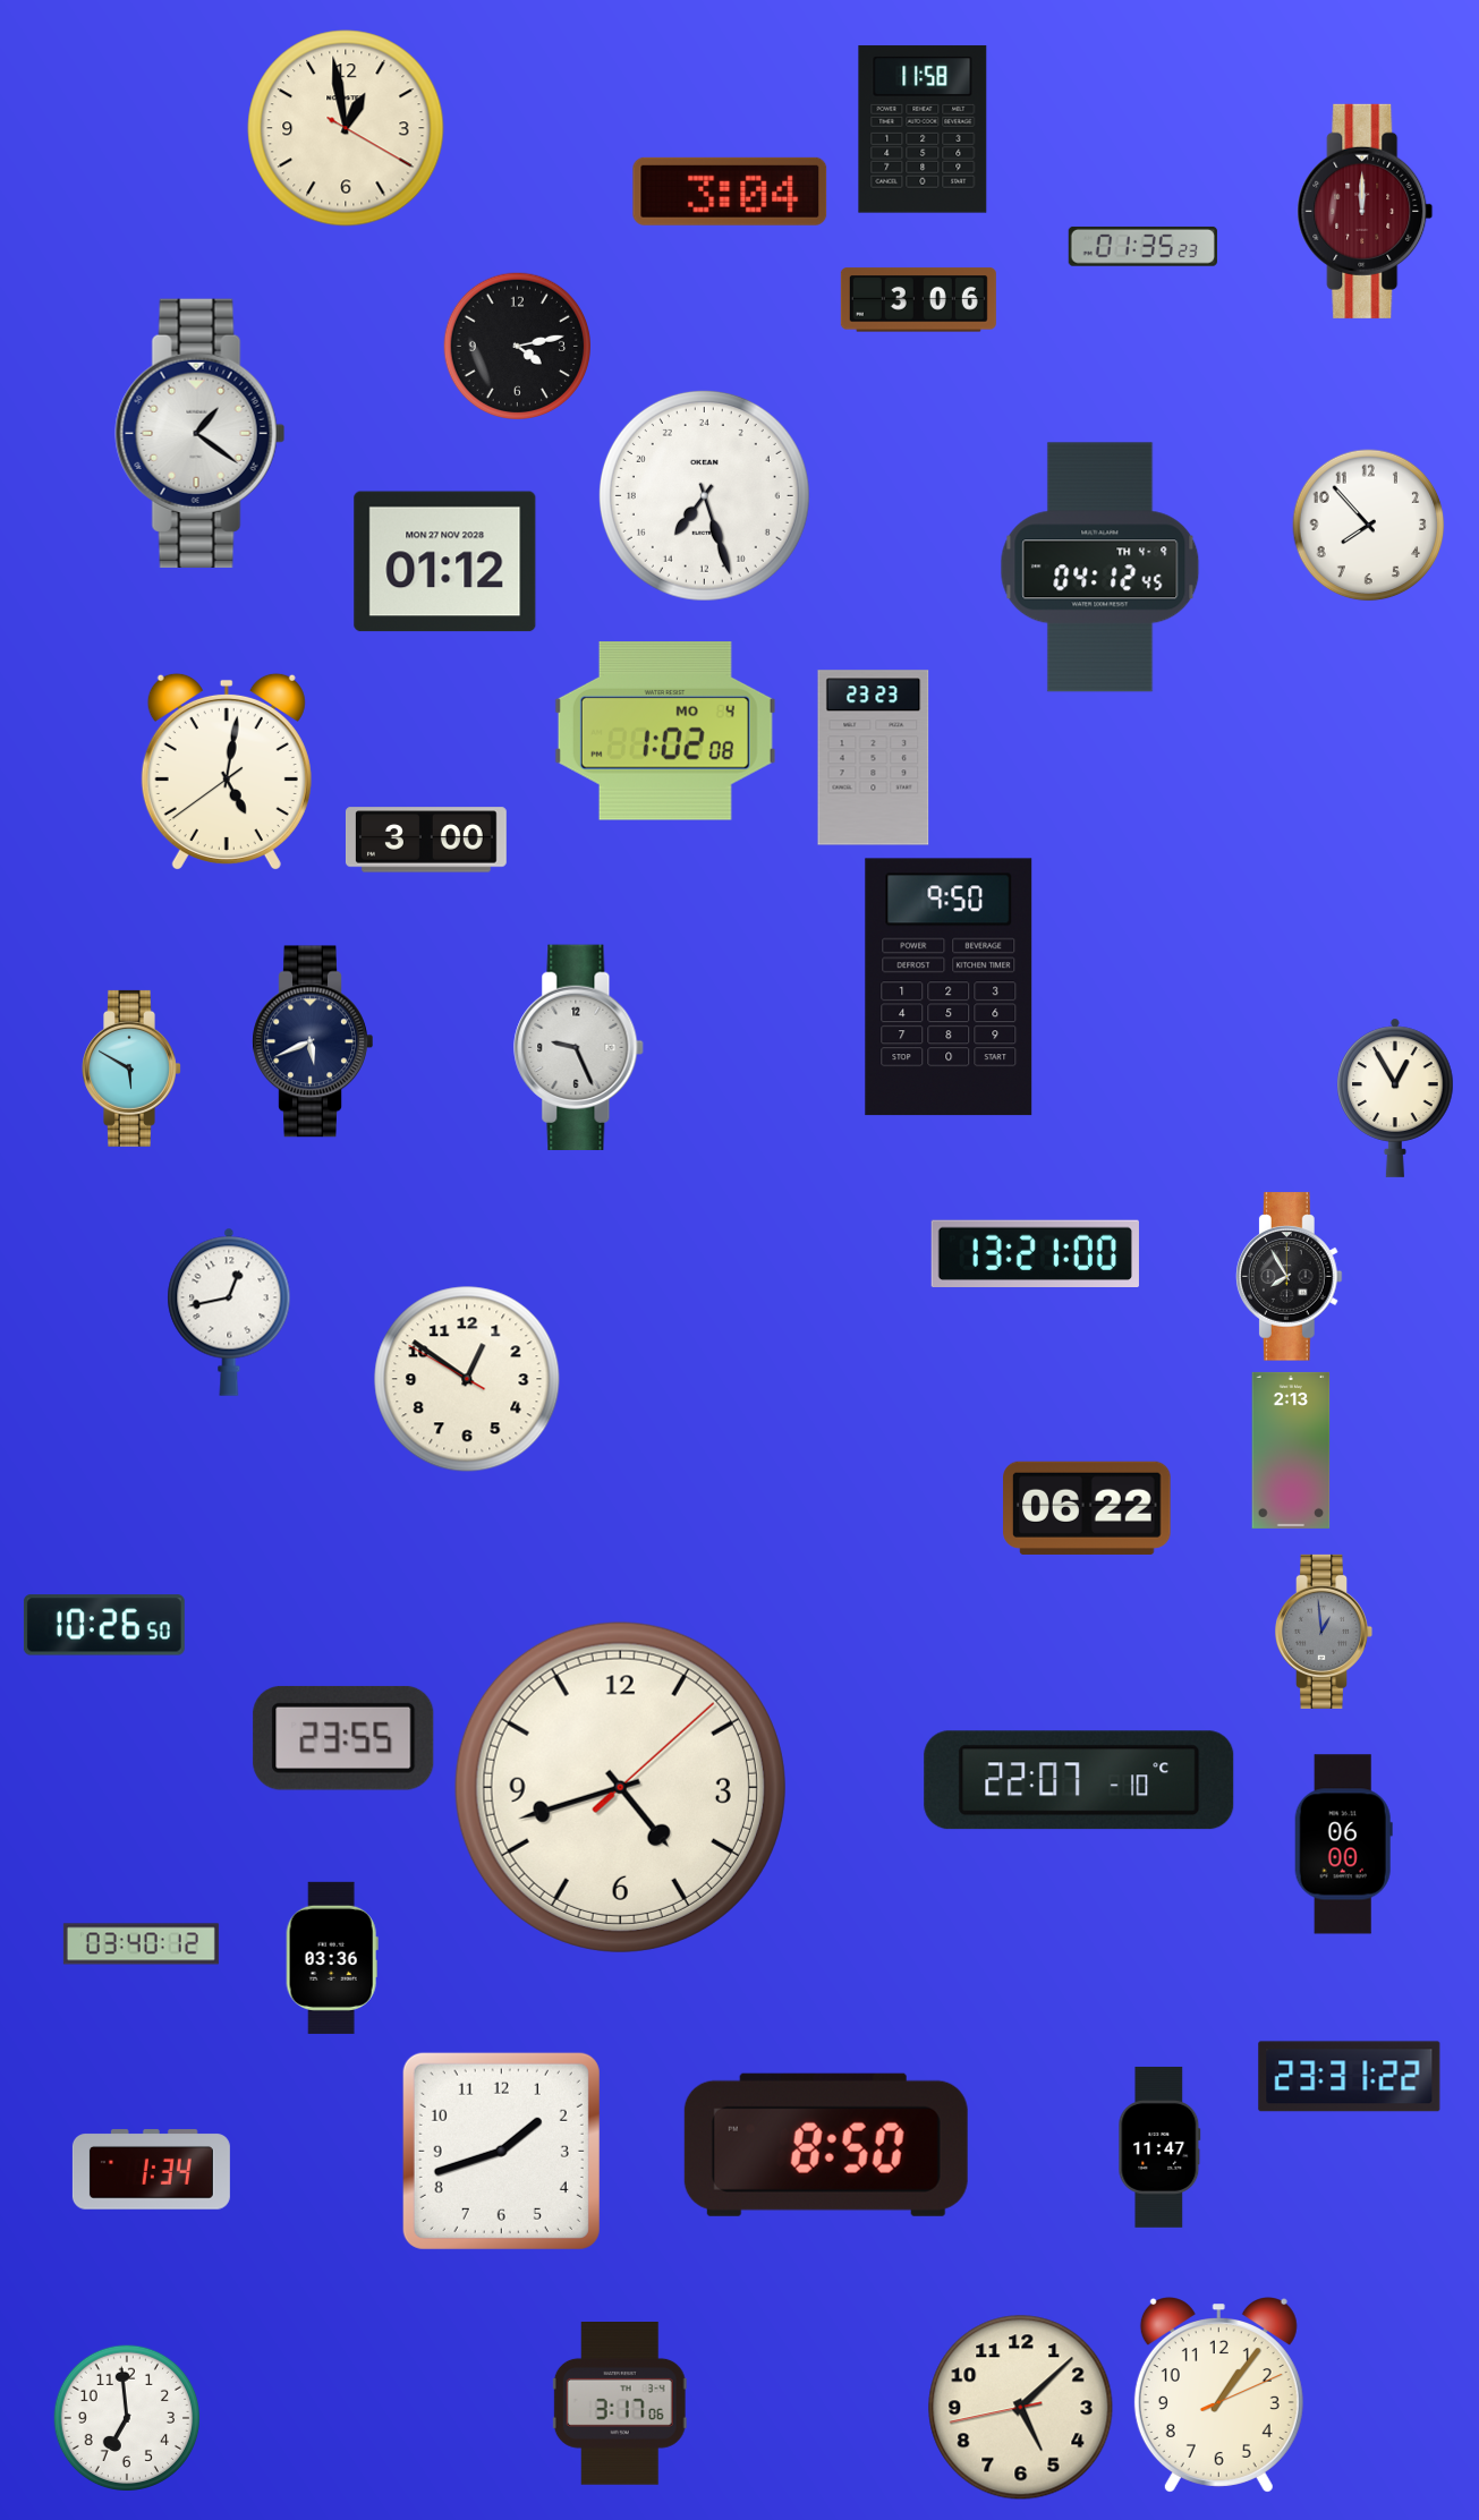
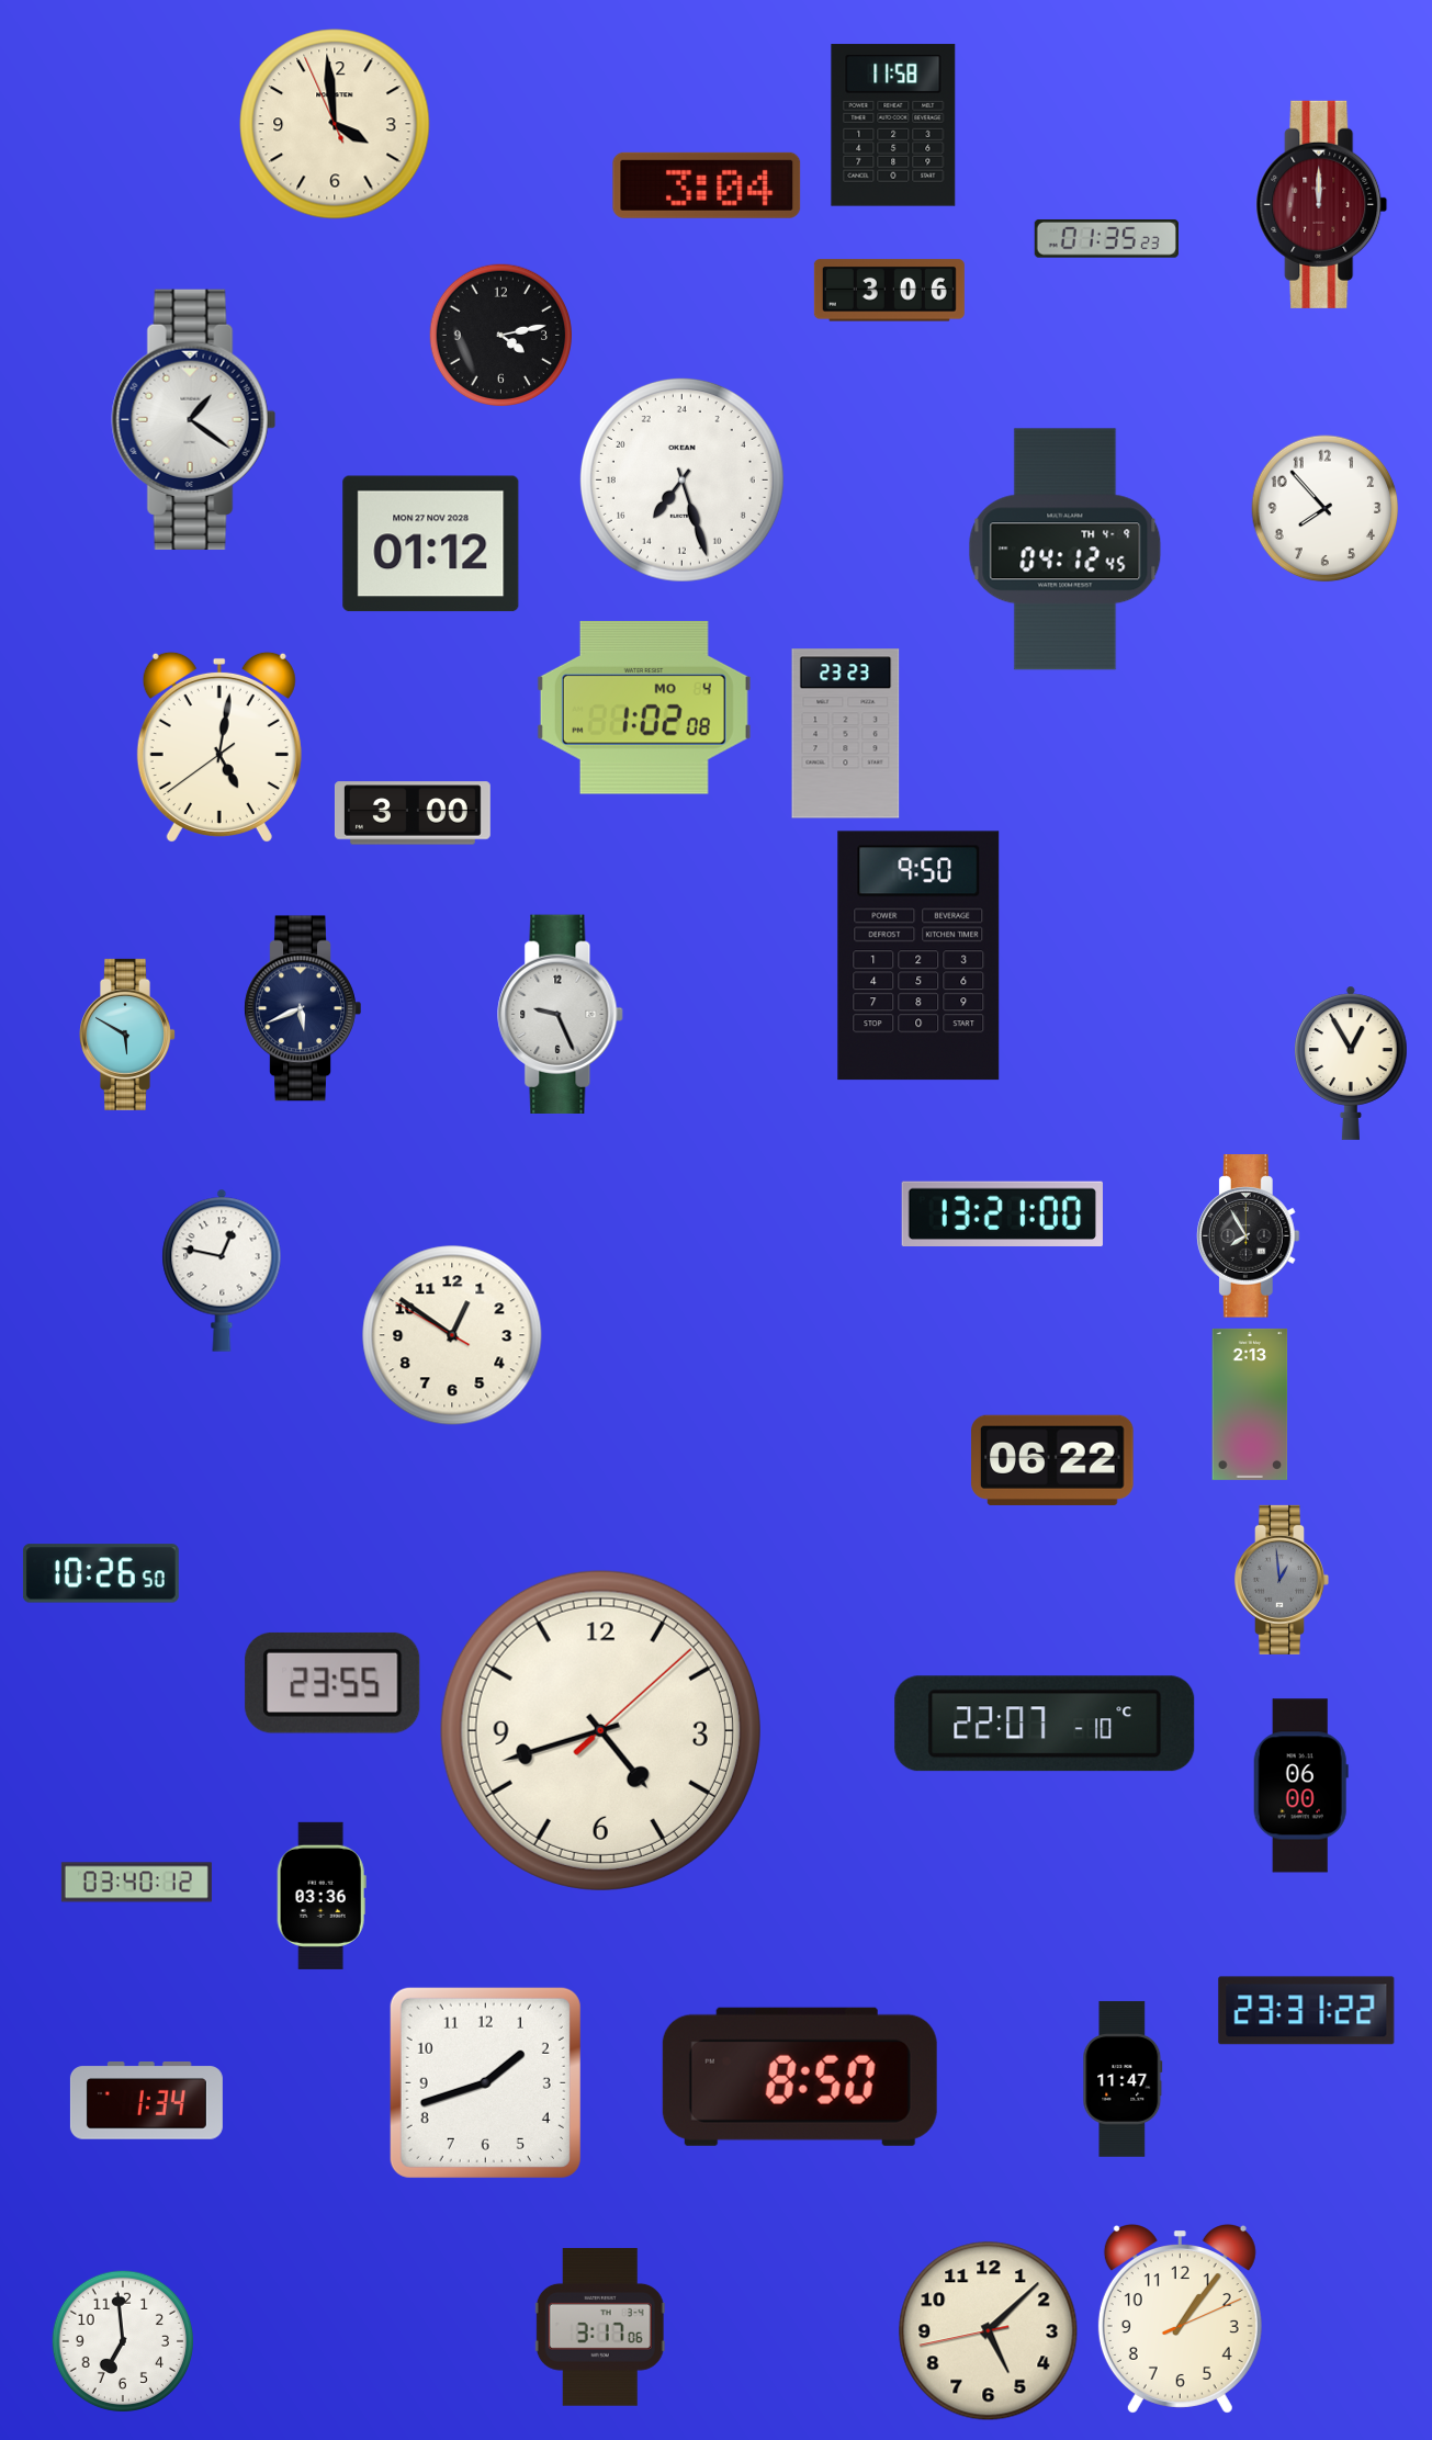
clock at (346, 128): 12:58 -> 3:58
clock at (229, 1312): 12:43 -> 12:47
